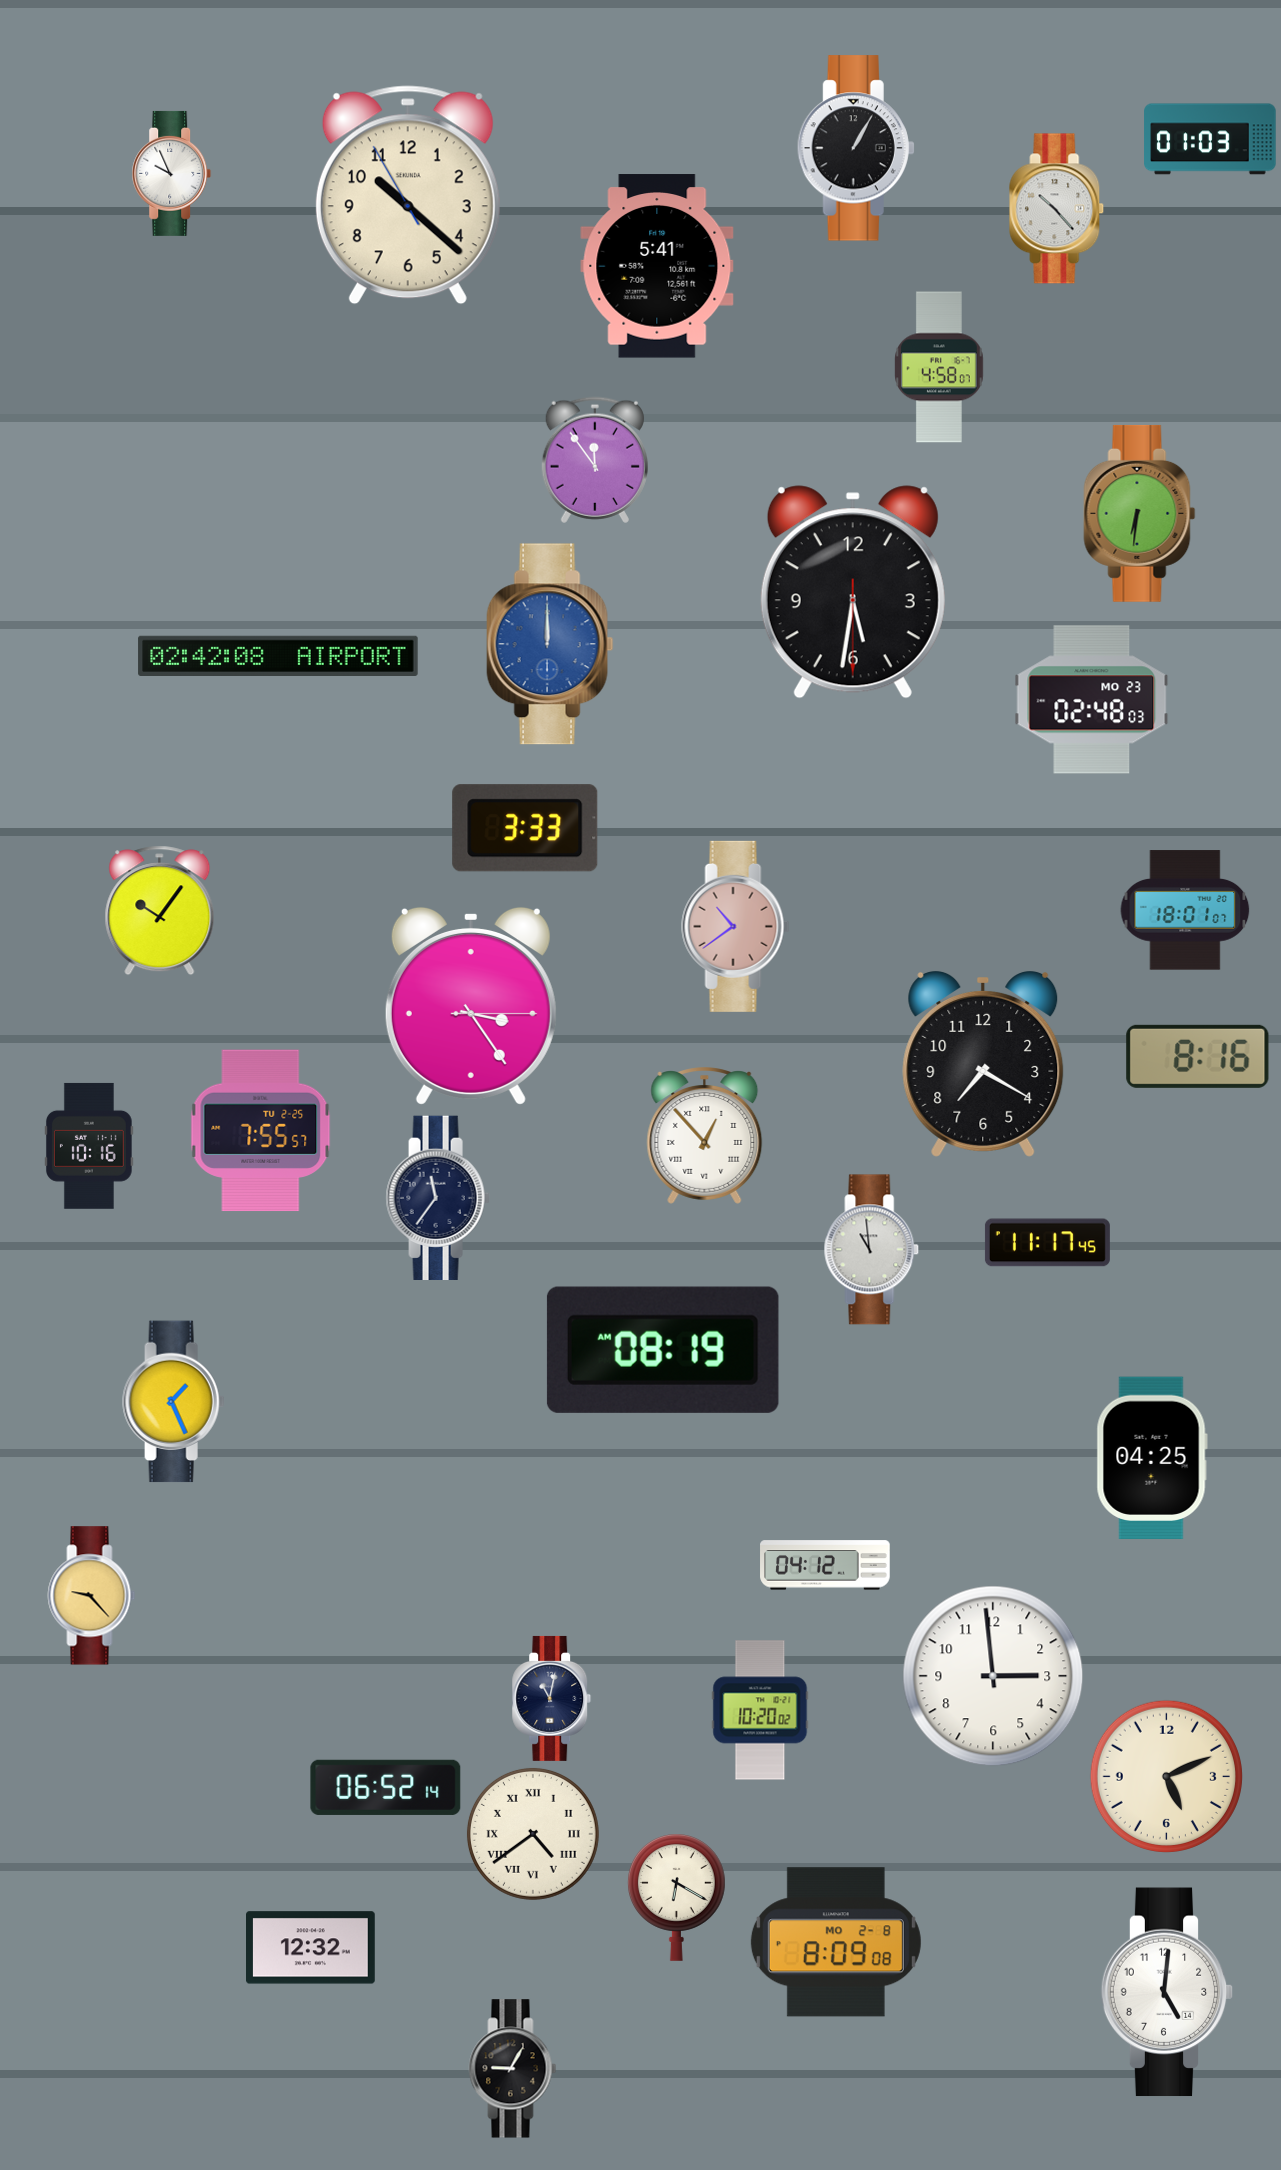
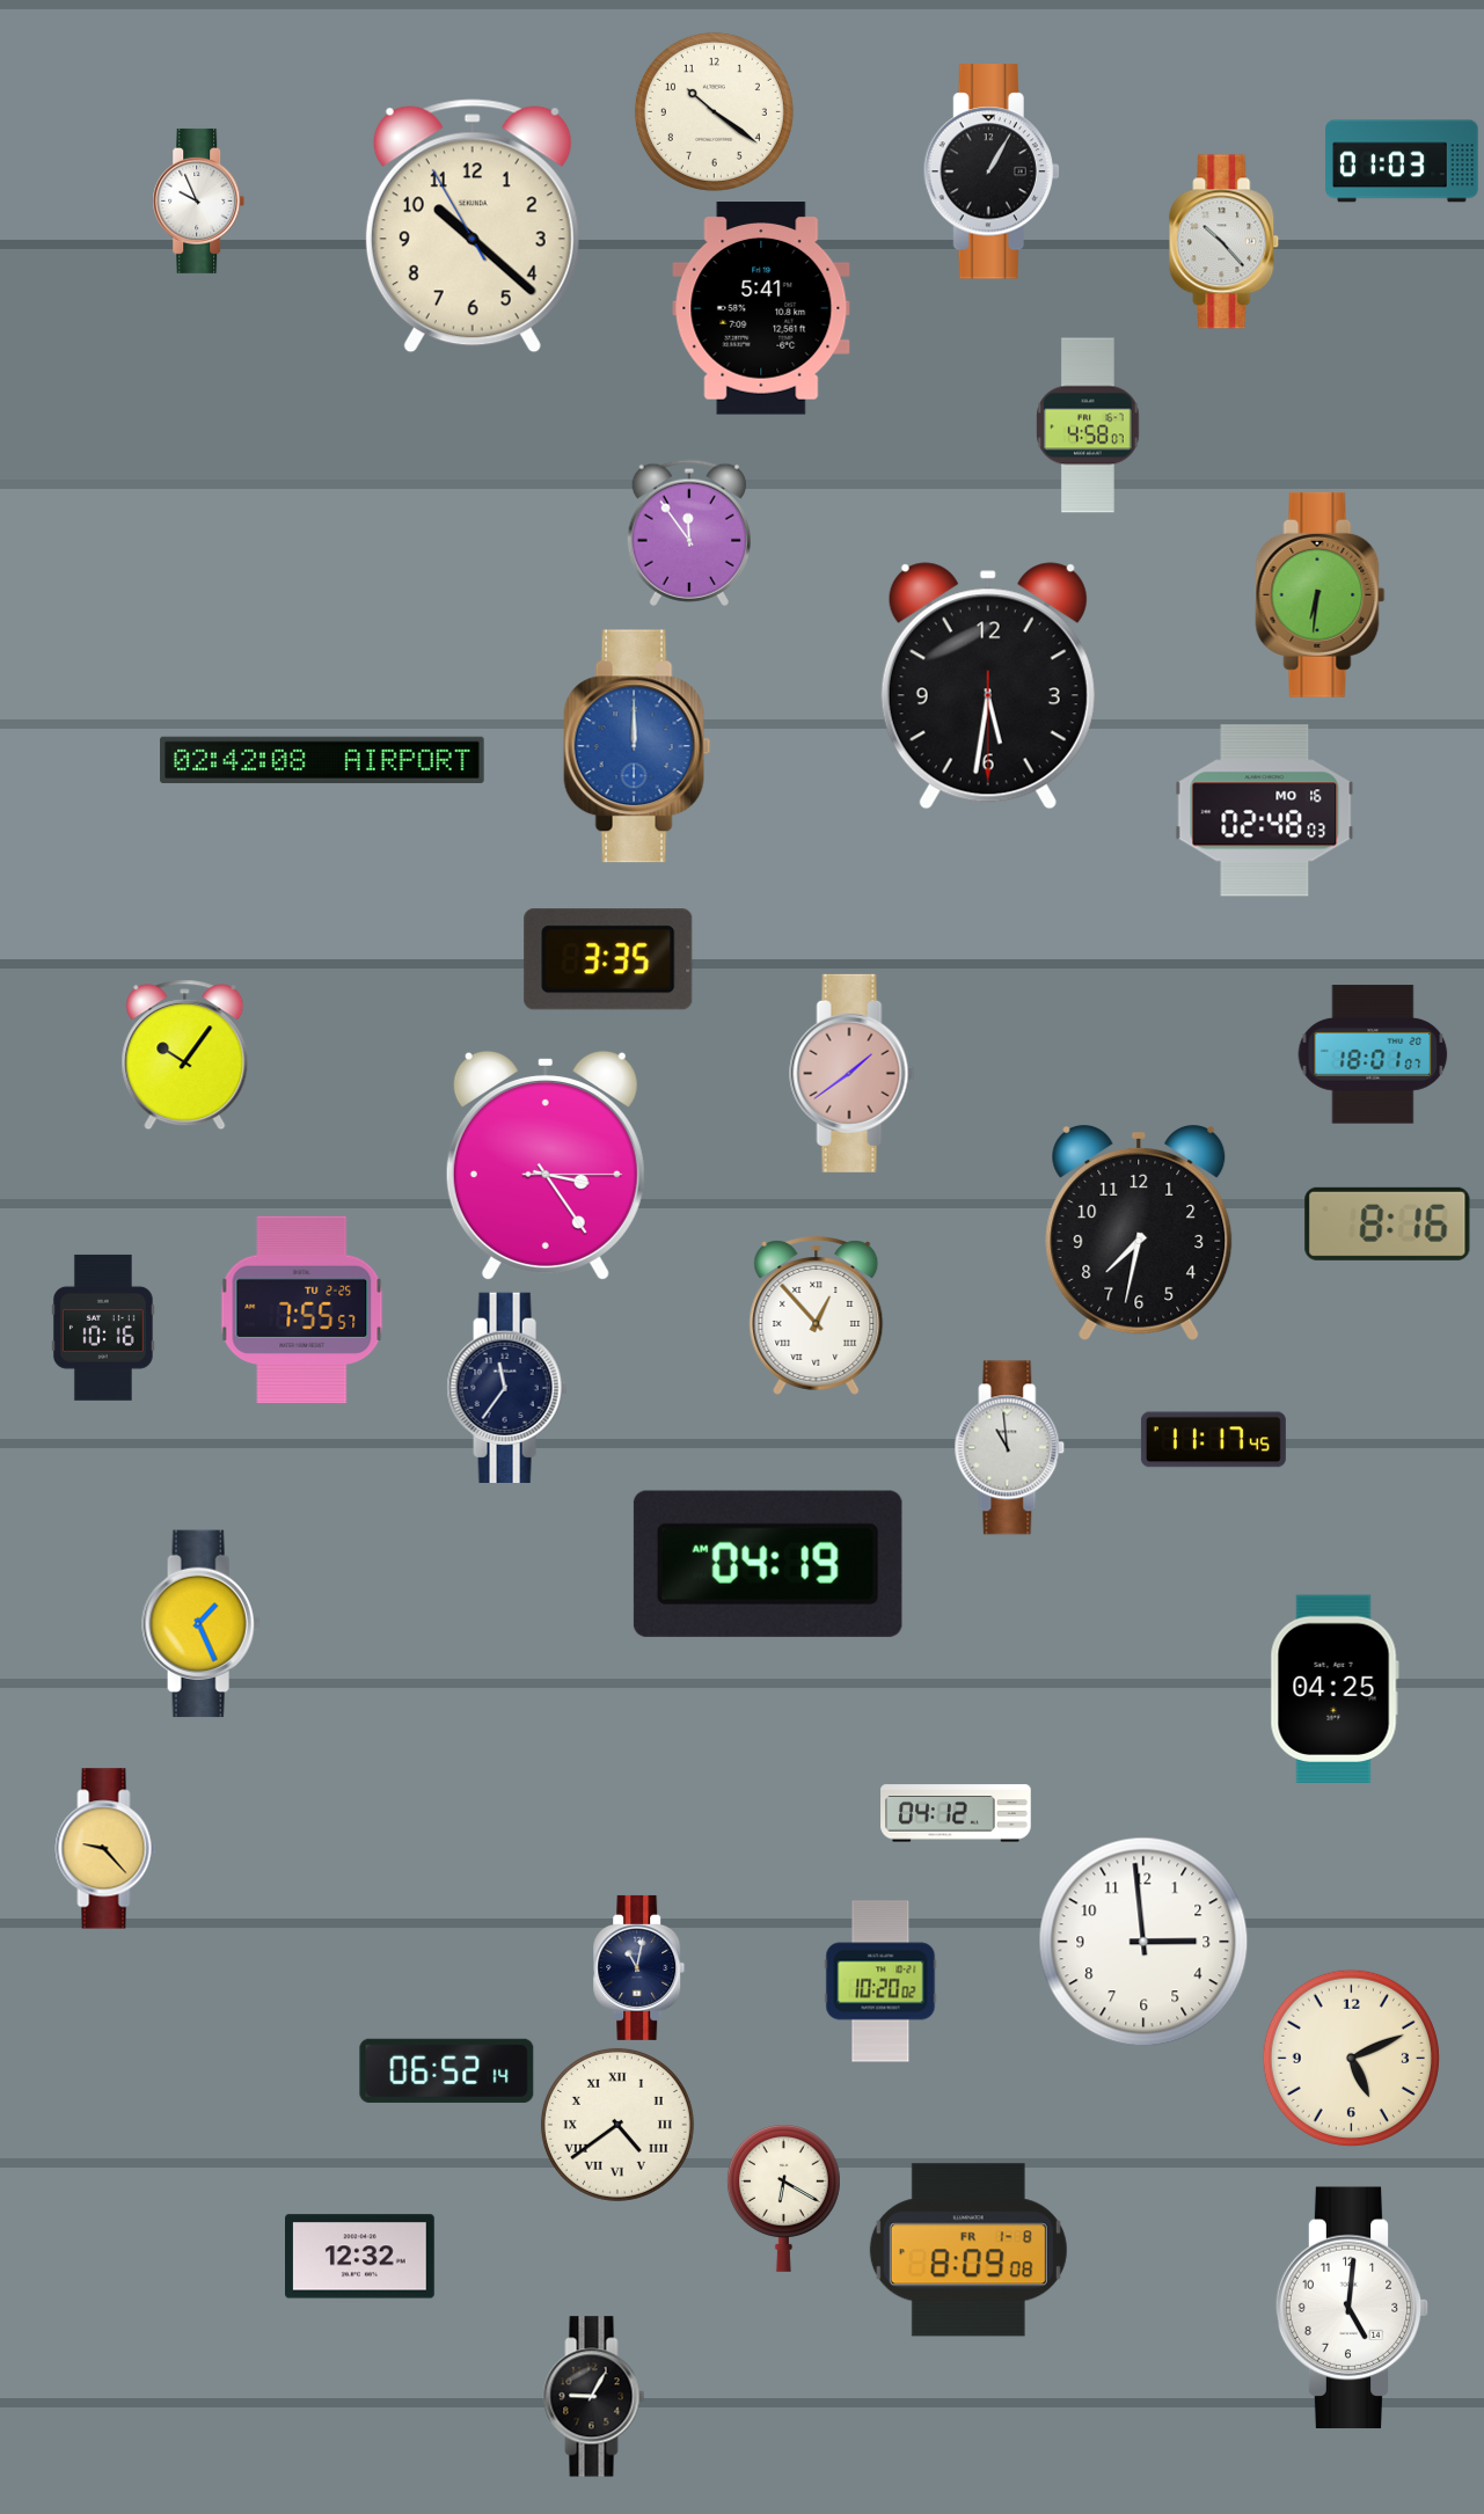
clock at (714, 111): none -> 10:21
clock at (1092, 700) date: MO 23 -> MO 16
clock at (525, 828): 3:33 -> 3:35
clock at (736, 926): 10:39 -> 1:39
clock at (983, 1064): 7:20 -> 7:32
clock at (663, 1350): 08:19 -> 04:19
clock at (993, 1676) position: (993, 1676) -> (1143, 1942)
clock at (836, 1942) date: MO 2-8 -> FR 1-8
